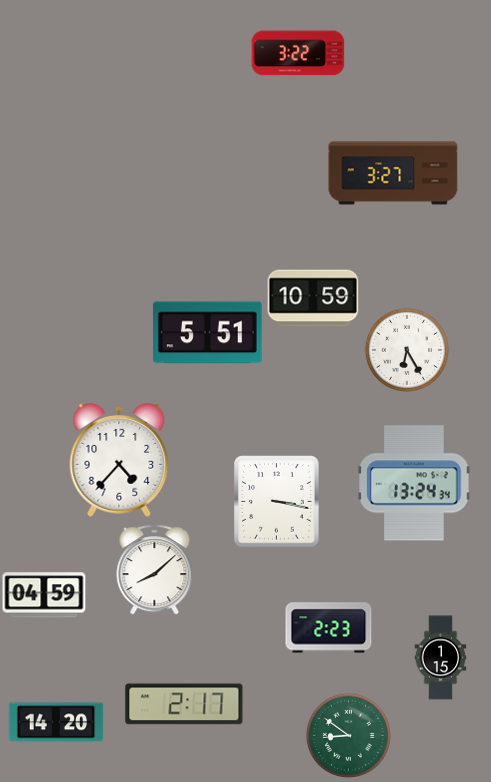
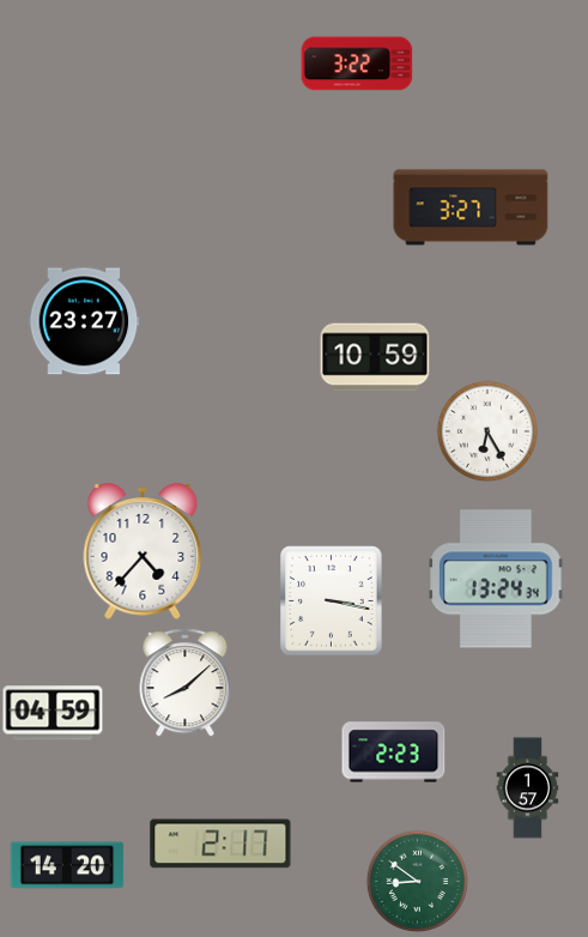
clock at (84, 321): none -> 23:27
clock at (208, 333): 5:51 -> none
clock at (407, 350) position: (407, 350) -> (487, 431)
clock at (441, 658): 1:15 -> 1:57
